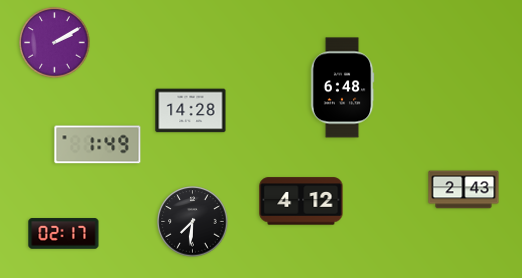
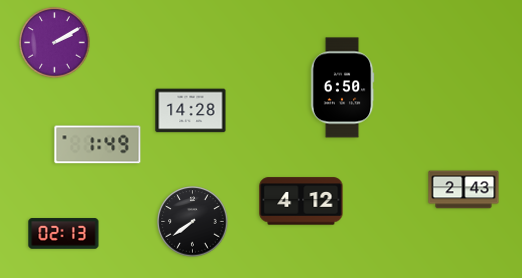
clock at (342, 88): 6:48 -> 6:50
clock at (193, 222): 7:31 -> 7:39
clock at (64, 234): 02:17 -> 02:13
